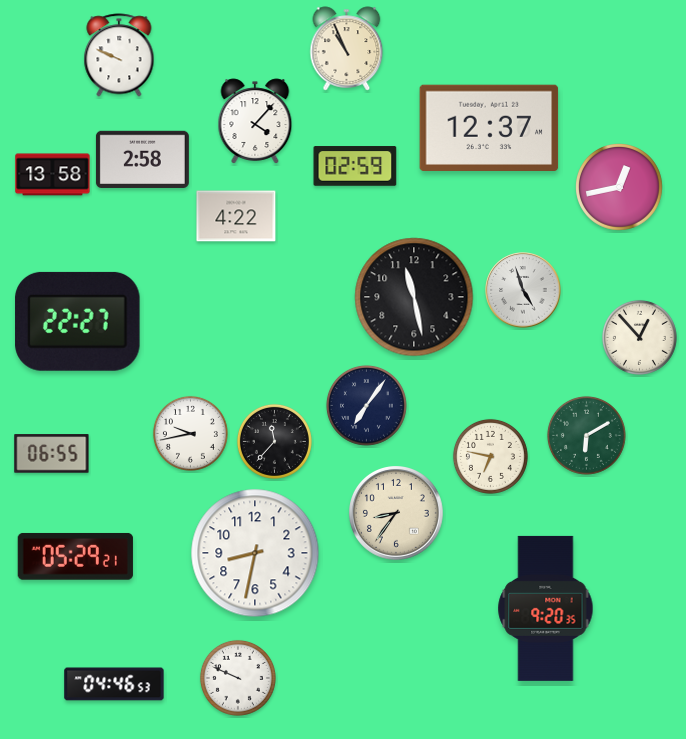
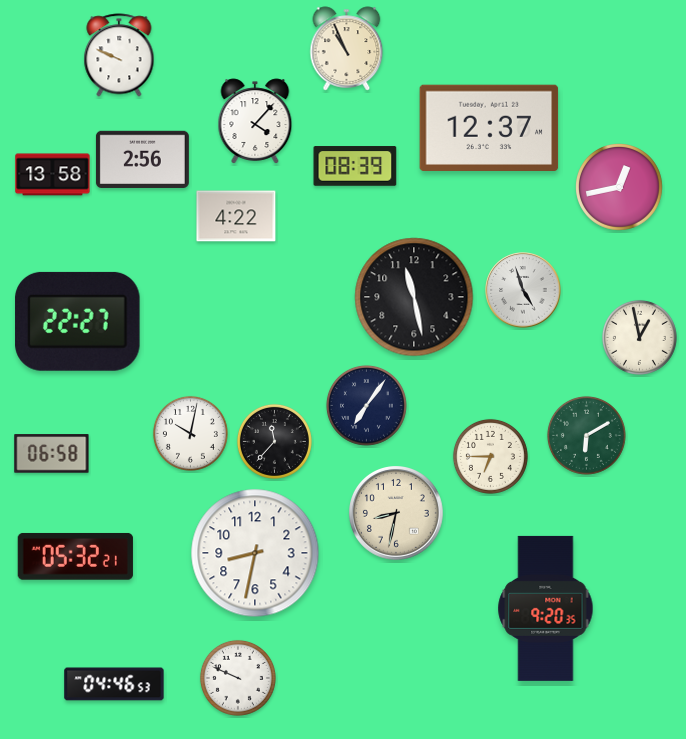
clock at (142, 159): 2:58 -> 2:56
clock at (355, 166): 02:59 -> 08:39
clock at (639, 337): 12:53 -> 12:58
clock at (190, 433): 9:43 -> 10:02
clock at (52, 454): 06:55 -> 06:58
clock at (490, 456): 6:47 -> 6:45
clock at (397, 514): 8:36 -> 8:32
clock at (75, 556): 05:29 -> 05:32
